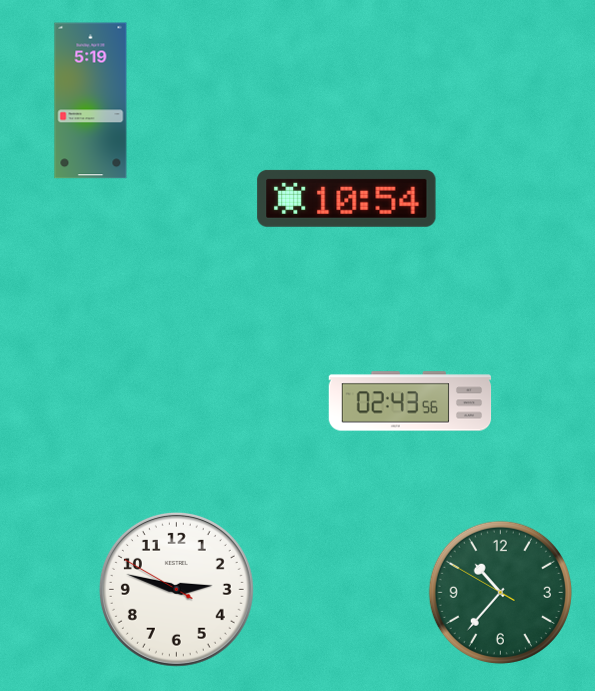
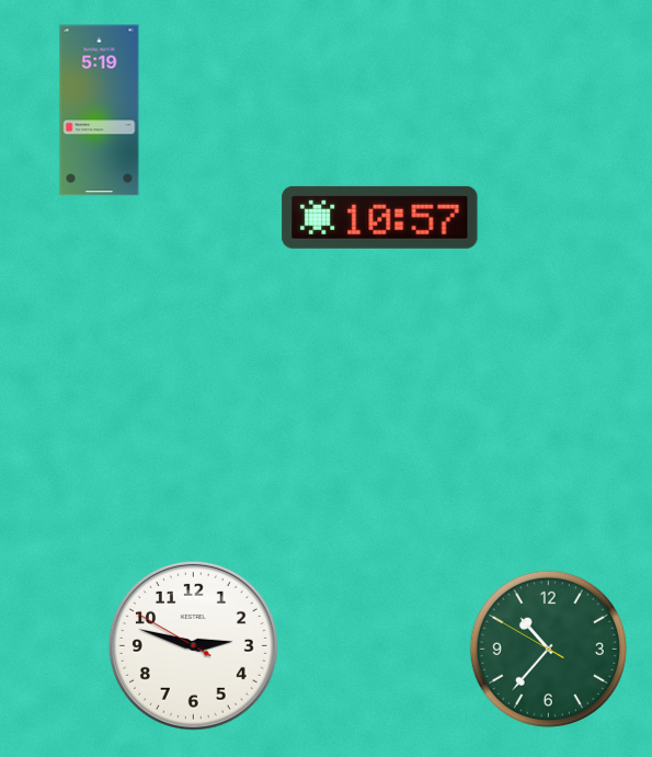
clock at (347, 198): 10:54 -> 10:57
clock at (410, 401): 02:43 -> none
